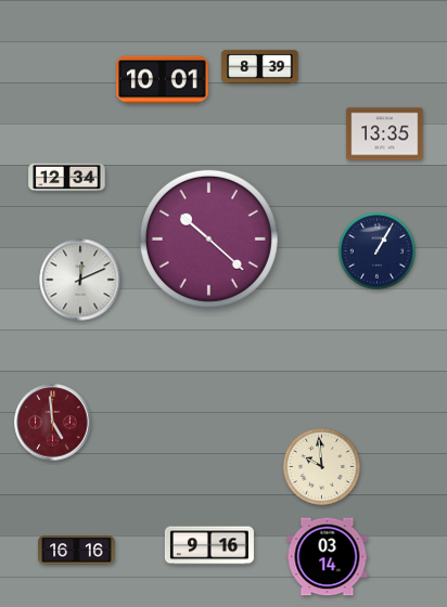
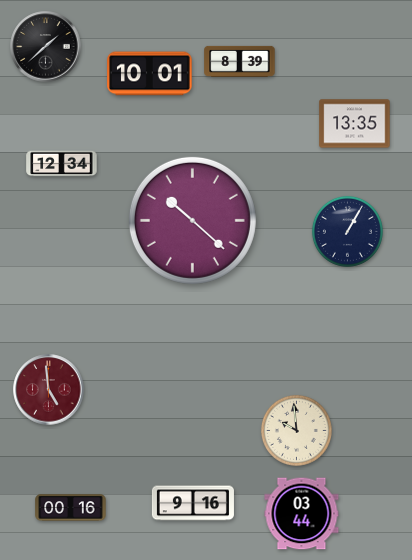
clock at (46, 47): none -> 1:38
clock at (80, 280): 12:11 -> none
clock at (77, 551): 16:16 -> 00:16
clock at (328, 557): 03:14 -> 03:44
